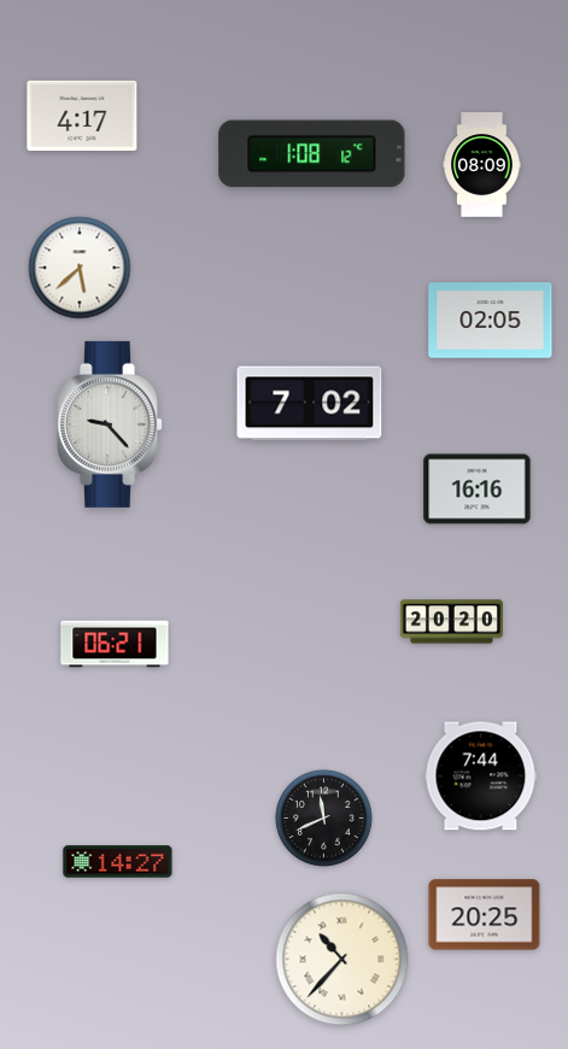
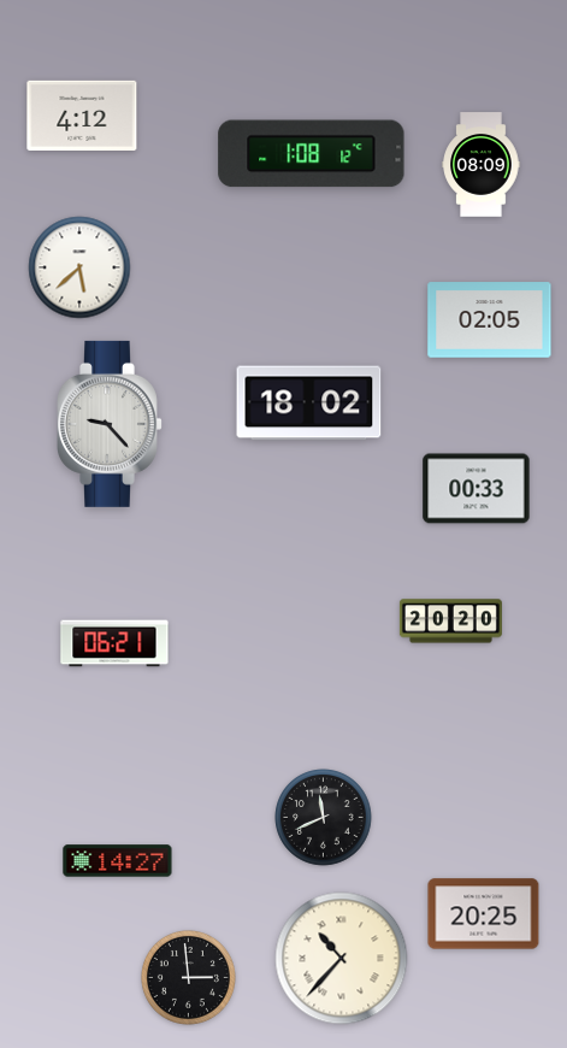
clock at (82, 116): 4:17 -> 4:12
clock at (310, 404): 7:02 -> 18:02
clock at (478, 490): 16:16 -> 00:33
clock at (481, 777): 7:44 -> none
clock at (188, 977): none -> 2:59
